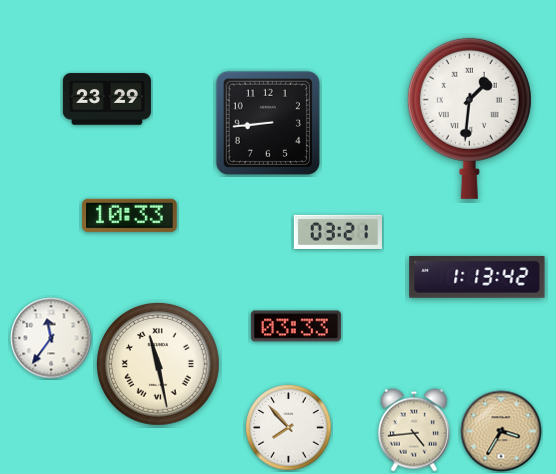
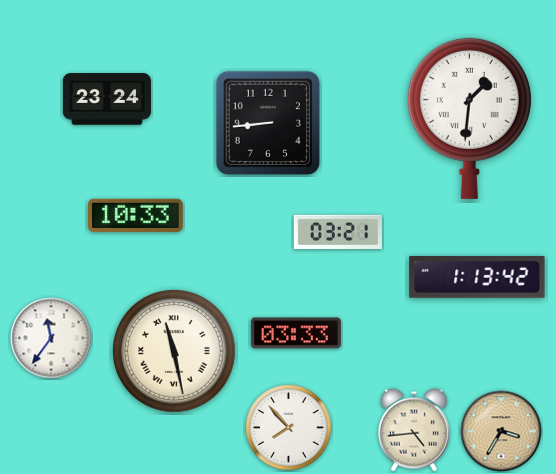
clock at (107, 99): 23:29 -> 23:24
clock at (130, 215) position: (130, 215) -> (136, 215)
clock at (296, 326) position: (296, 326) -> (296, 333)
clock at (159, 365) position: (159, 365) -> (175, 352)
